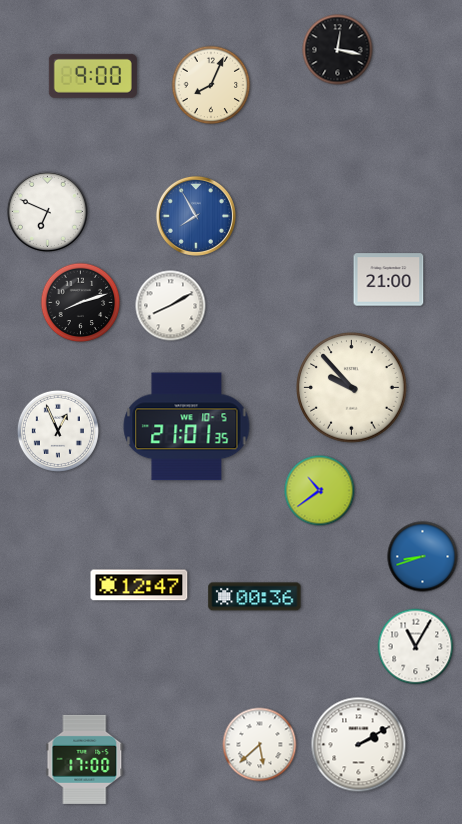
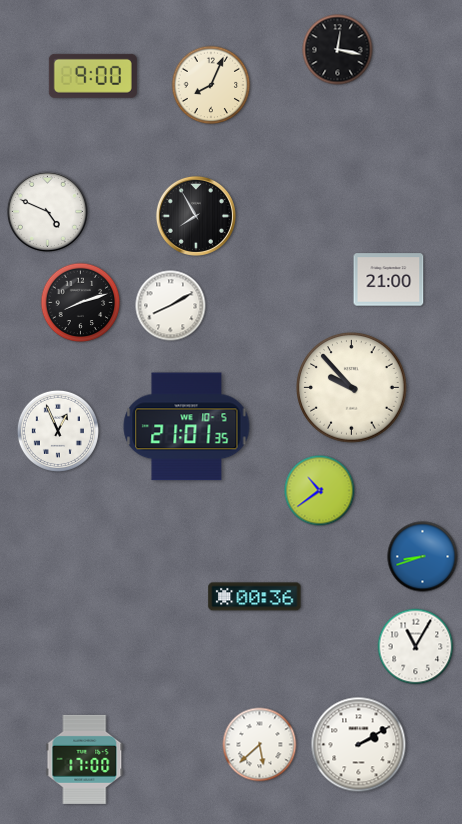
clock at (47, 211): 6:49 -> 4:49
clock at (196, 216) dial: blue -> black
clock at (139, 585): 12:47 -> none
